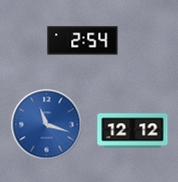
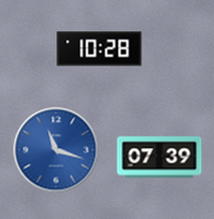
clock at (83, 41): 2:54 -> 10:28
clock at (133, 131): 12:12 -> 07:39
